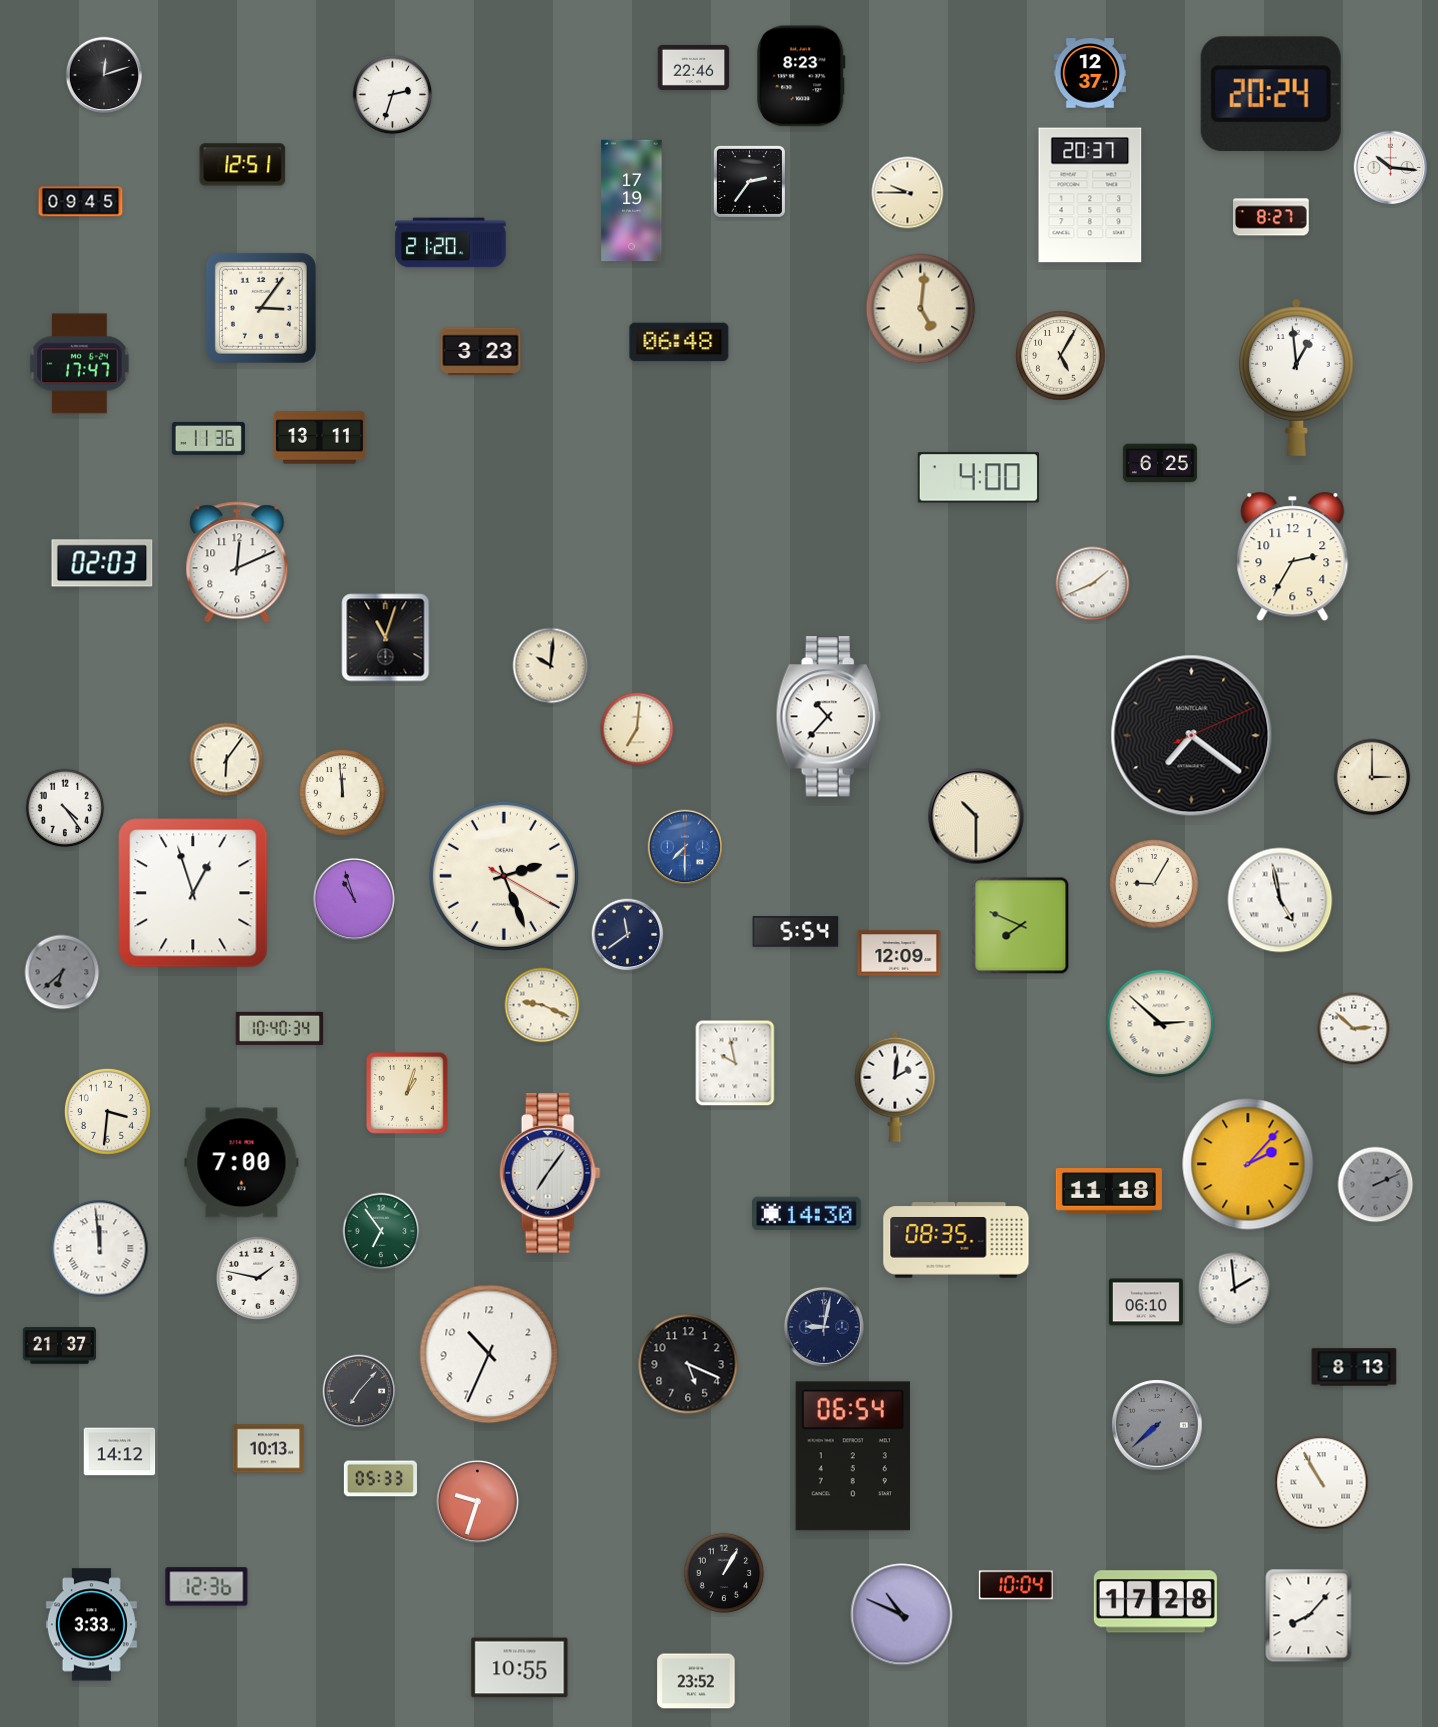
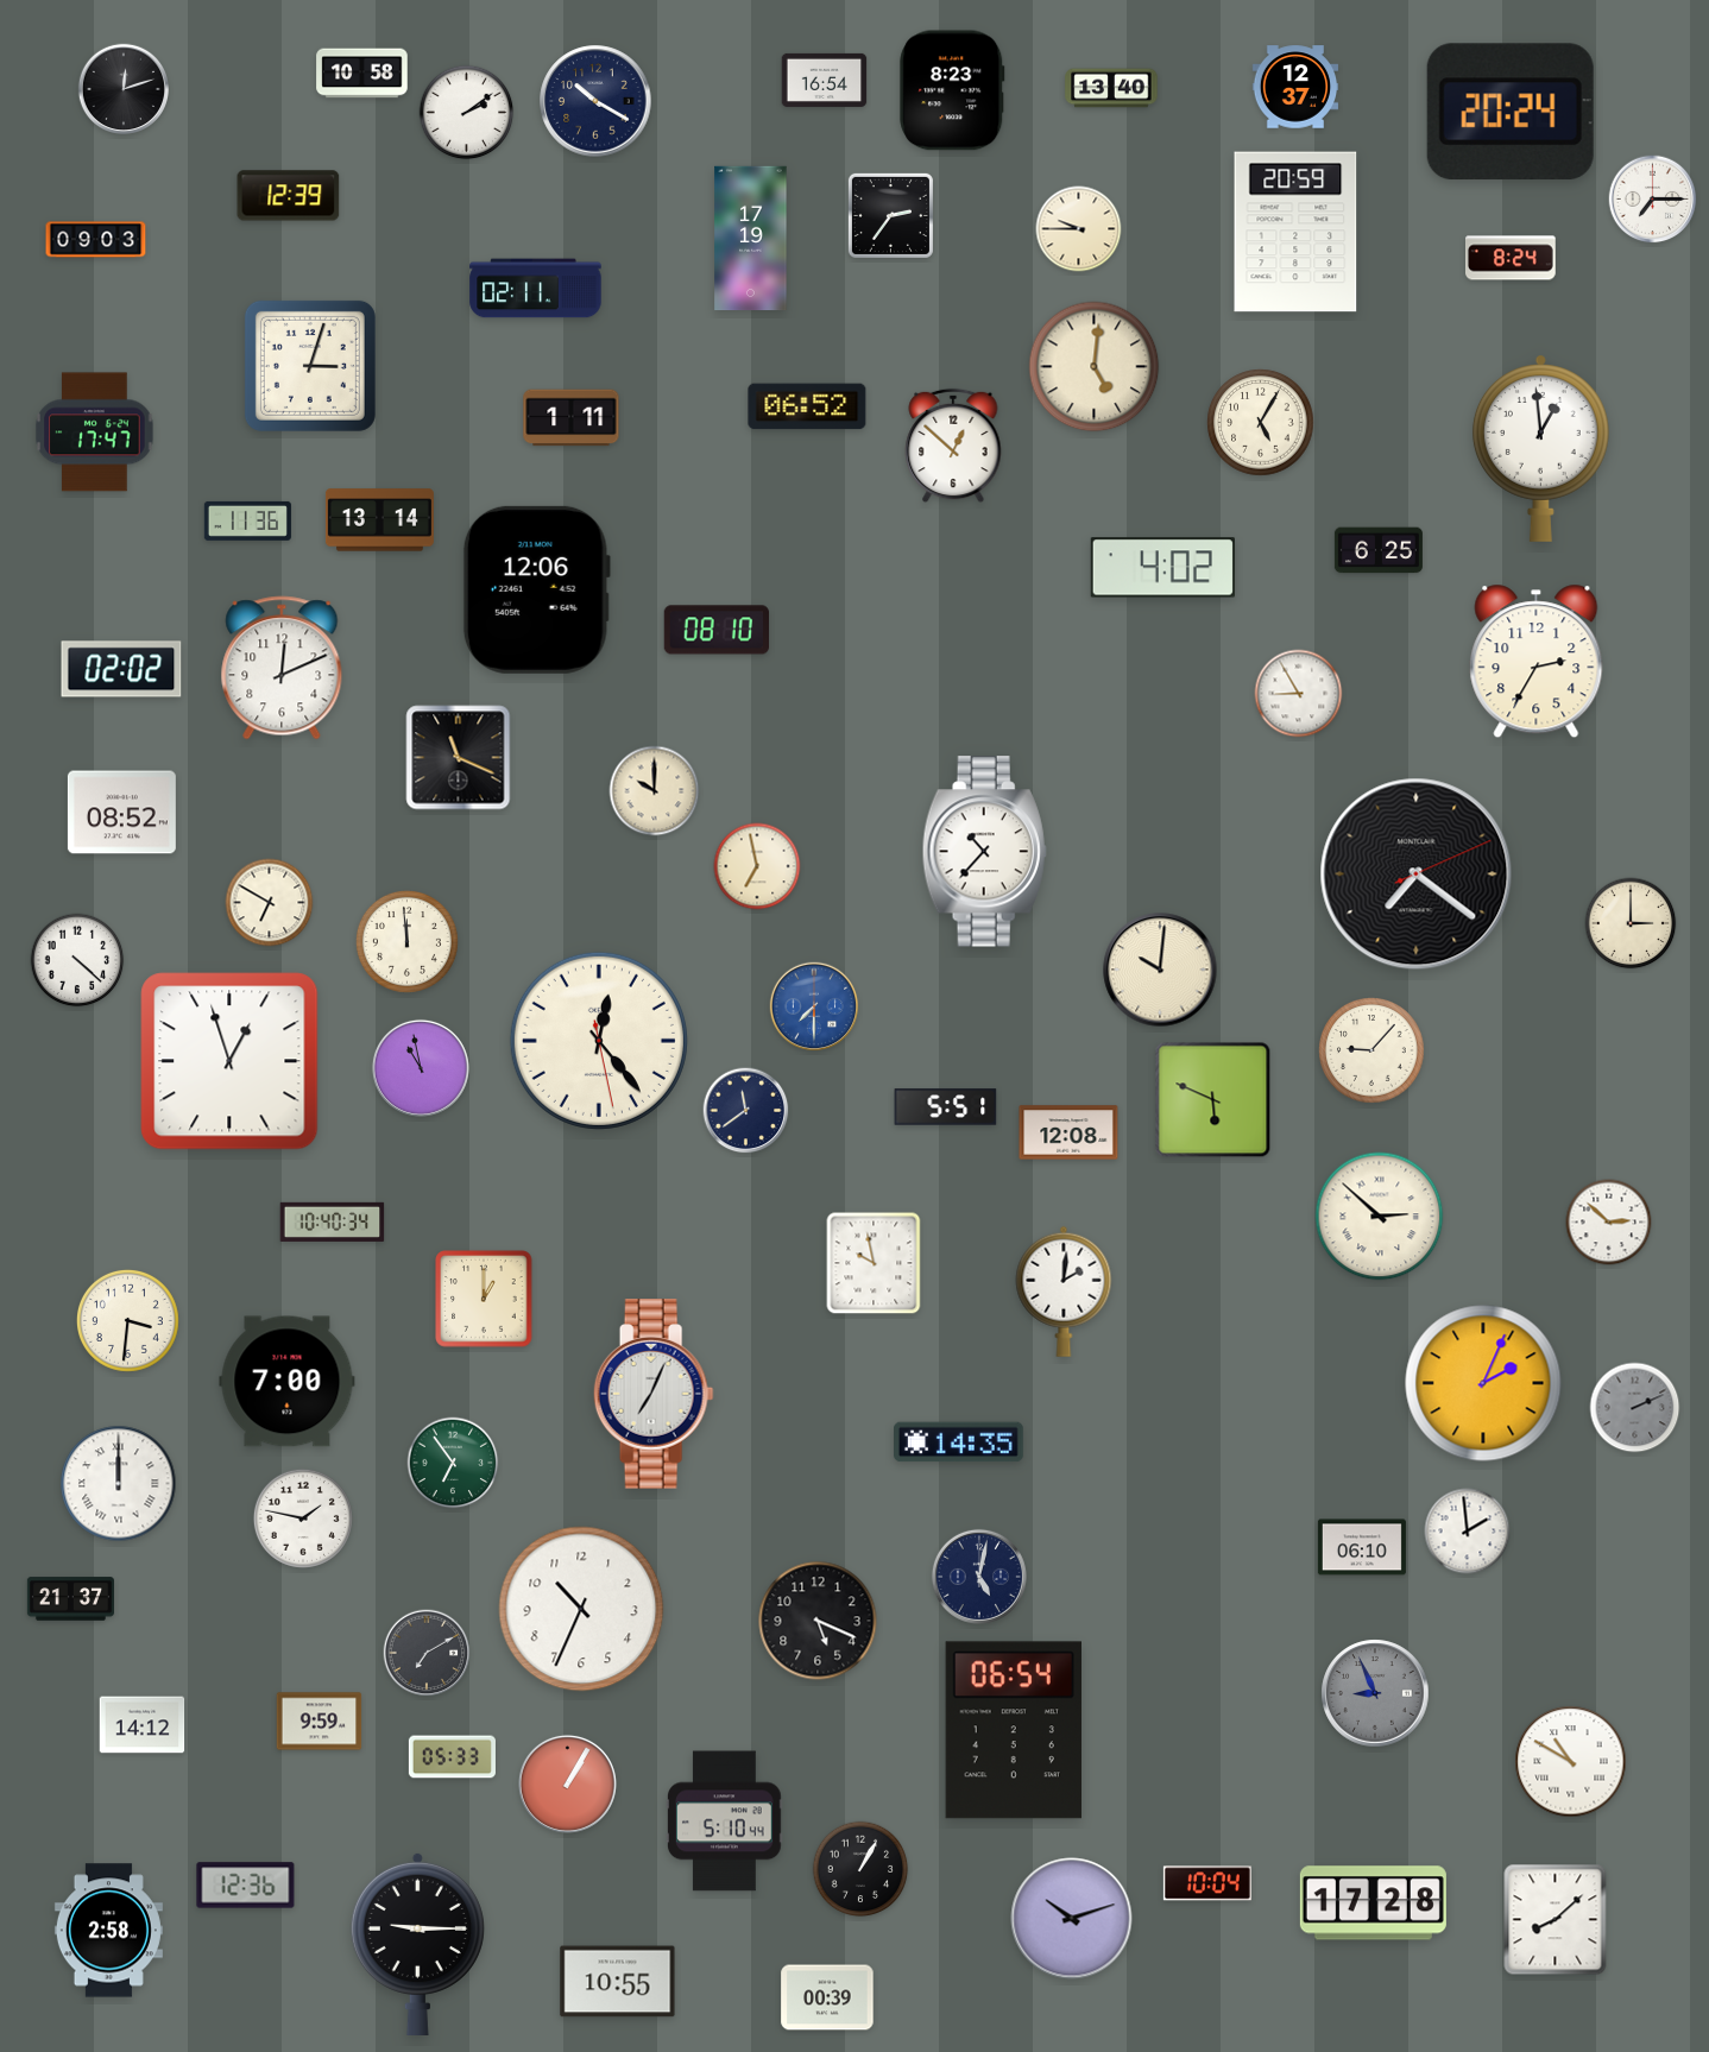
clock at (362, 74): none -> 10:58
clock at (694, 67): 22:46 -> 16:54
clock at (1111, 88): none -> 13:40
clock at (595, 101): none -> 10:20
clock at (393, 95): 2:33 -> 2:09
clock at (243, 165): 12:51 -> 12:39
clock at (1391, 168): 10:16 -> 7:15
clock at (1090, 195): 20:37 -> 20:59
clock at (81, 202): 09:45 -> 09:03
clock at (1272, 217): 8:27 -> 8:24
clock at (451, 243): 21:20 -> 02:11
clock at (261, 308): 3:06 -> 3:03
clock at (679, 342): 06:48 -> 06:52
clock at (481, 352): 3:23 -> 1:11
clock at (953, 446): none -> 12:52
clock at (319, 438): 13:11 -> 13:14
clock at (978, 478): 4:00 -> 4:02
clock at (536, 589): none -> 12:06
clock at (715, 630): none -> 08:10
clock at (102, 563): 02:03 -> 02:02
clock at (1093, 584): 1:41 -> 8:55
clock at (386, 638): 11:03 -> 11:19
clock at (551, 666): 10:01 -> 10:00
clock at (121, 813): none -> 08:52
clock at (637, 729): 7:01 -> 6:58
clock at (227, 760): 6:06 -> 6:50
clock at (65, 808): 4:24 -> 4:22
clock at (976, 816): 10:30 -> 10:01
clock at (504, 876): 2:26 -> 12:23
clock at (1154, 884): 9:05 -> 9:07
clock at (354, 899): 10:57 -> 10:58
clock at (1280, 900): 4:58 -> none
clock at (1021, 926): 7:49 -> 5:49
clock at (796, 932): 5:54 -> 5:51
clock at (899, 953): 12:09 -> 12:08
clock at (62, 972): 6:38 -> none
clock at (542, 1005): 9:19 -> none
clock at (407, 1093): 1:03 -> 1:00
clock at (1248, 1164): 2:07 -> 2:04
clock at (550, 1173): 7:06 -> 7:04
clock at (1109, 1191): 11:18 -> none
clock at (807, 1214): 14:30 -> 14:35
clock at (956, 1240): 08:35 -> none
clock at (100, 1249): 11:59 -> 12:00
clock at (258, 1278) position: (258, 1278) -> (303, 1519)
clock at (824, 1327): 9:02 -> 5:02
clock at (1354, 1367): 8:13 -> none
clock at (359, 1391): 7:07 -> 7:10
clock at (1157, 1425): 7:38 -> 8:56
clock at (269, 1449): 10:13 -> 9:59
clock at (1322, 1483): 10:55 -> 10:50
clock at (477, 1501): 9:33 -> 1:05
clock at (725, 1821): none -> 5:10
clock at (902, 1615): 10:49 -> 10:12
clock at (1309, 1616): 8:07 -> 8:08
clock at (91, 1625): 3:33 -> 2:58
clock at (417, 1944): none -> 9:15
clock at (696, 1681): 23:52 -> 00:39
